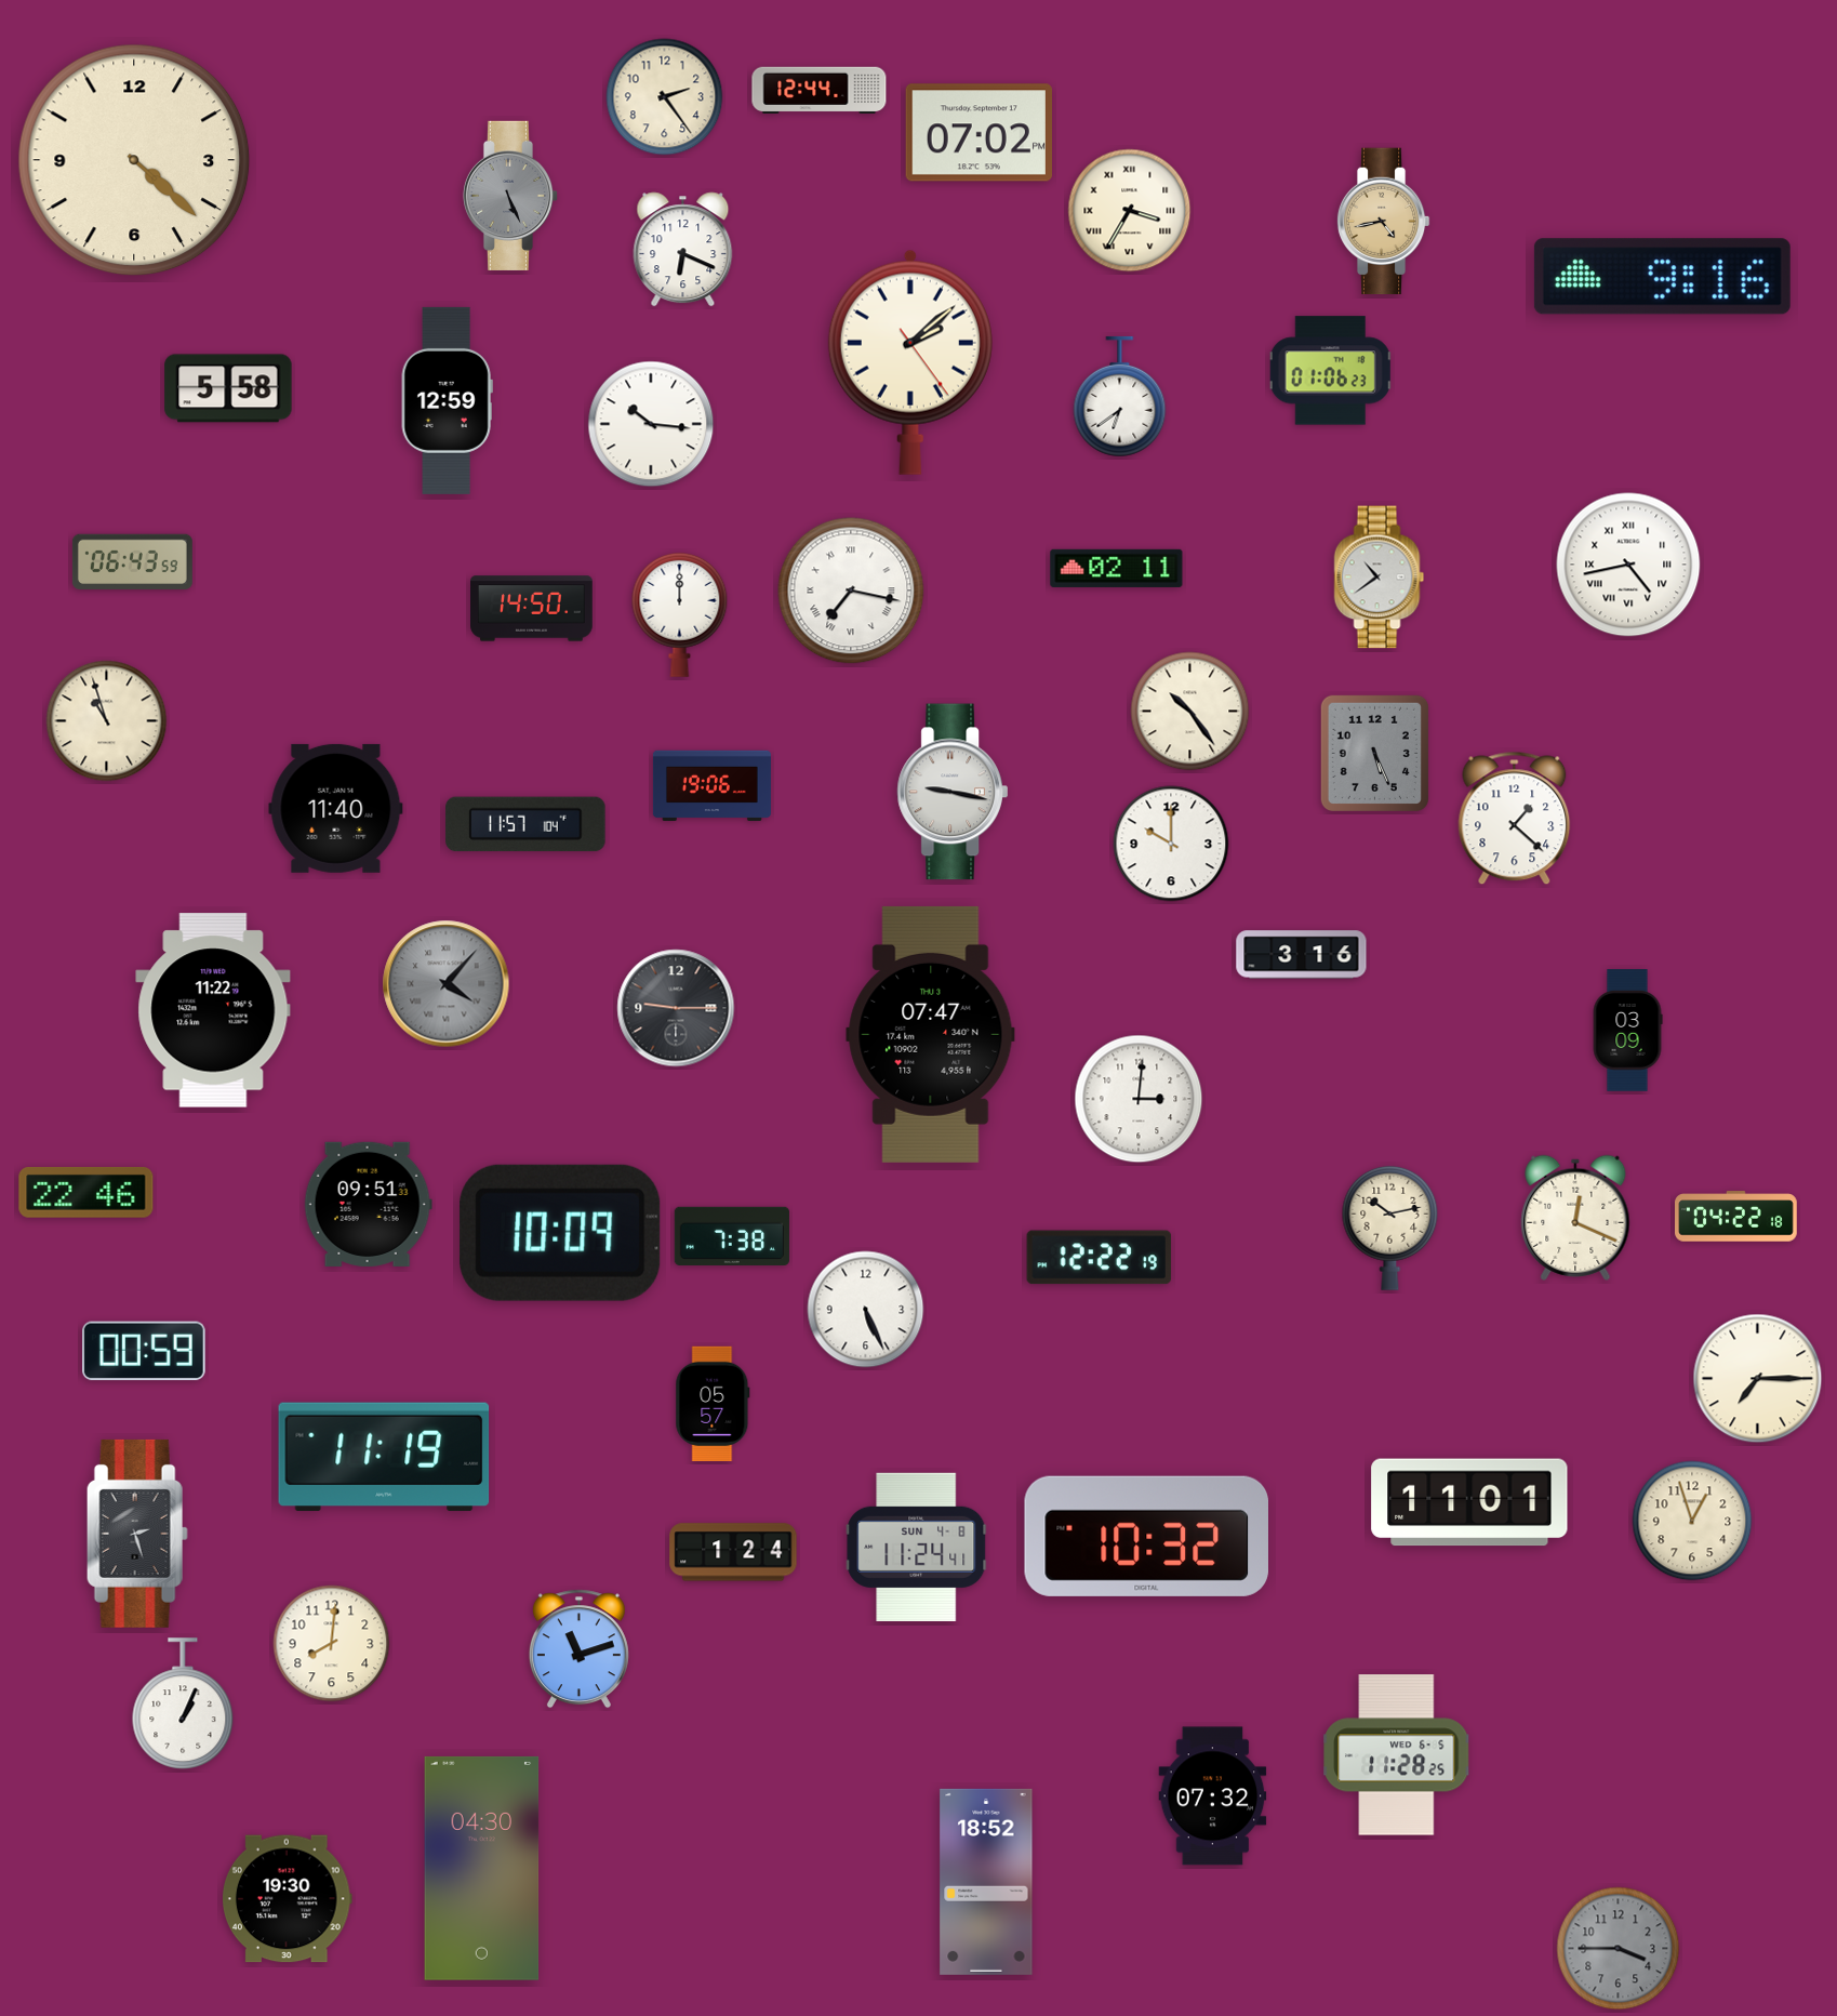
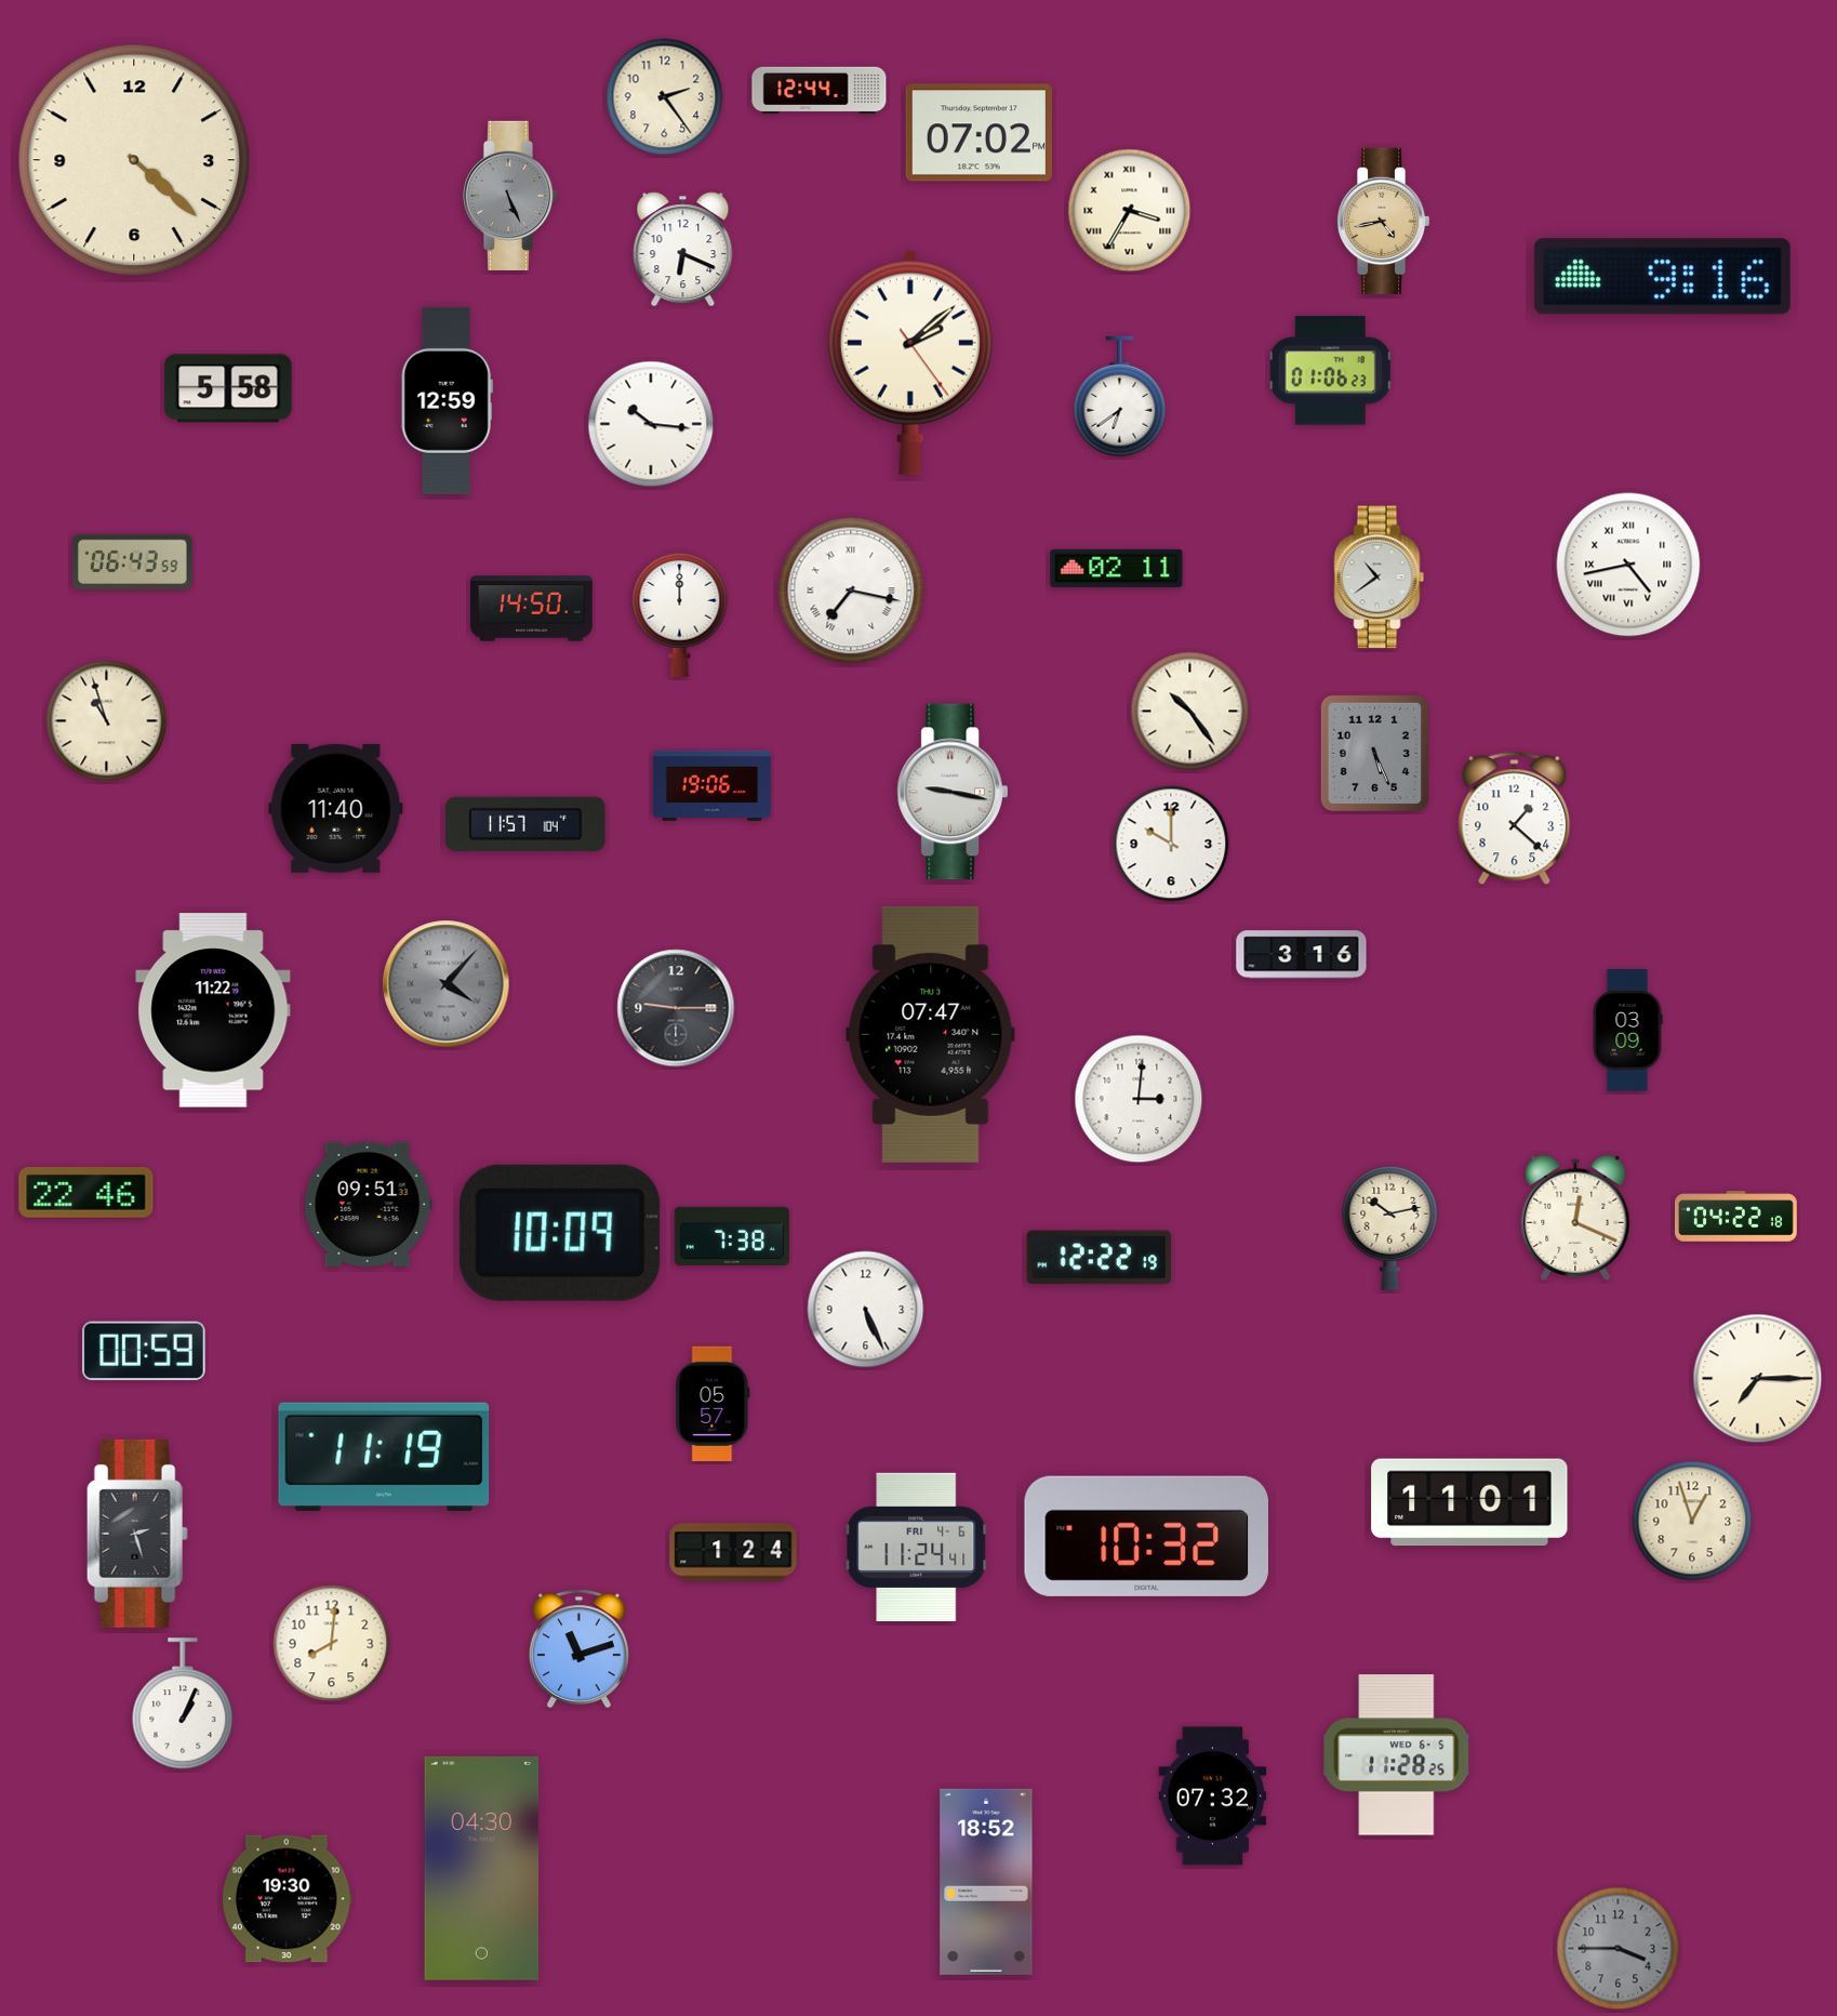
clock at (917, 1547) date: SUN 4-8 -> FRI 4-6
